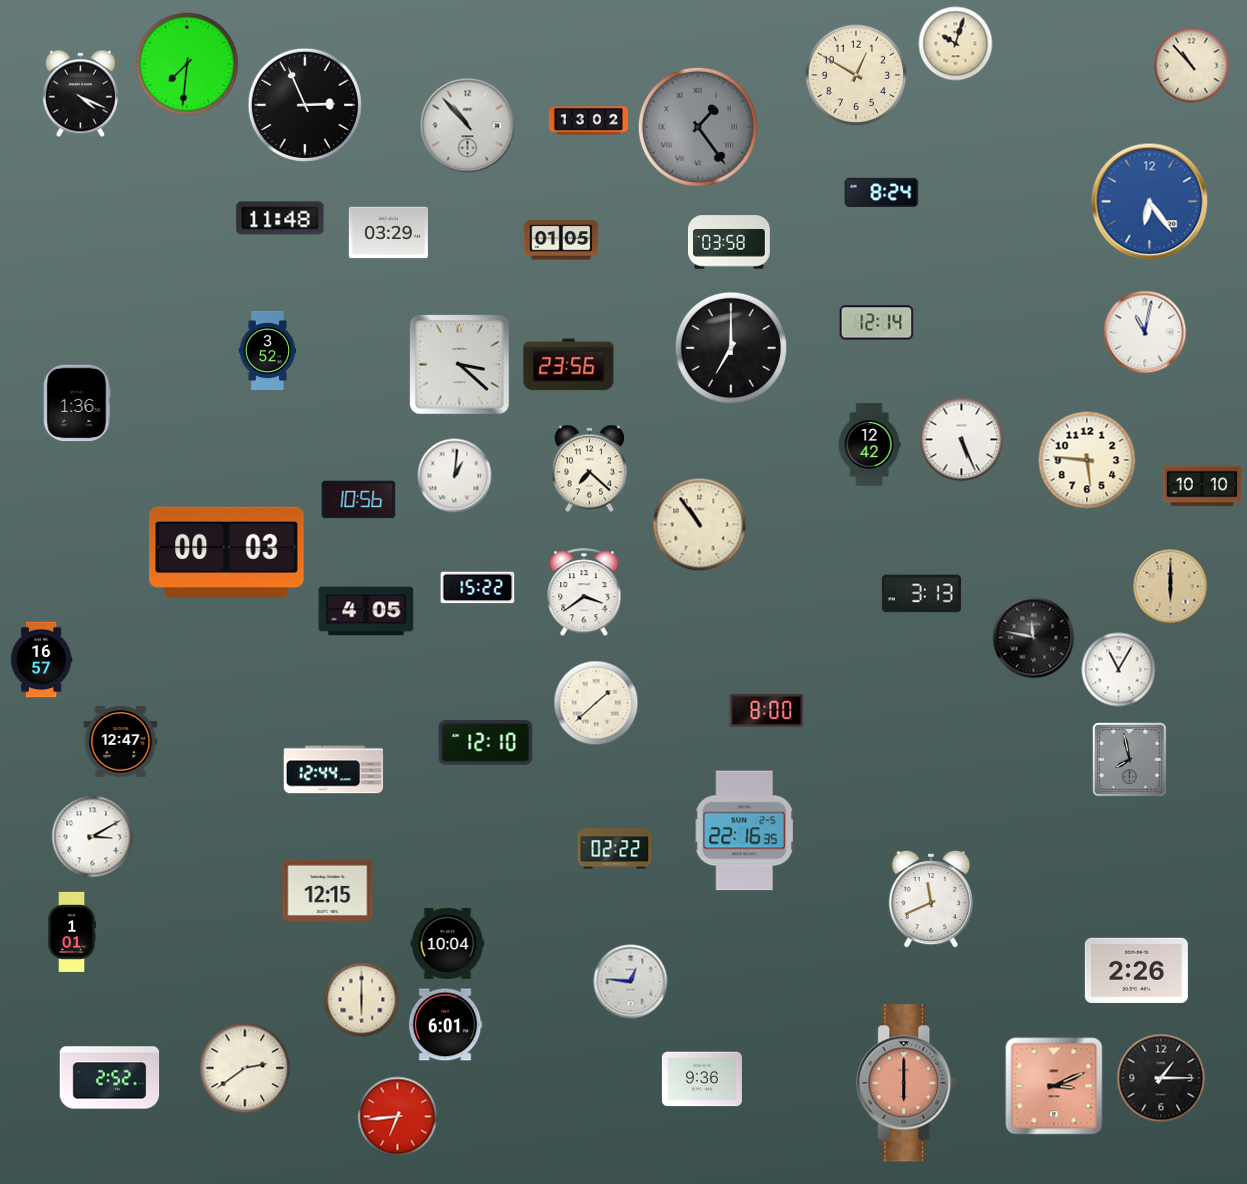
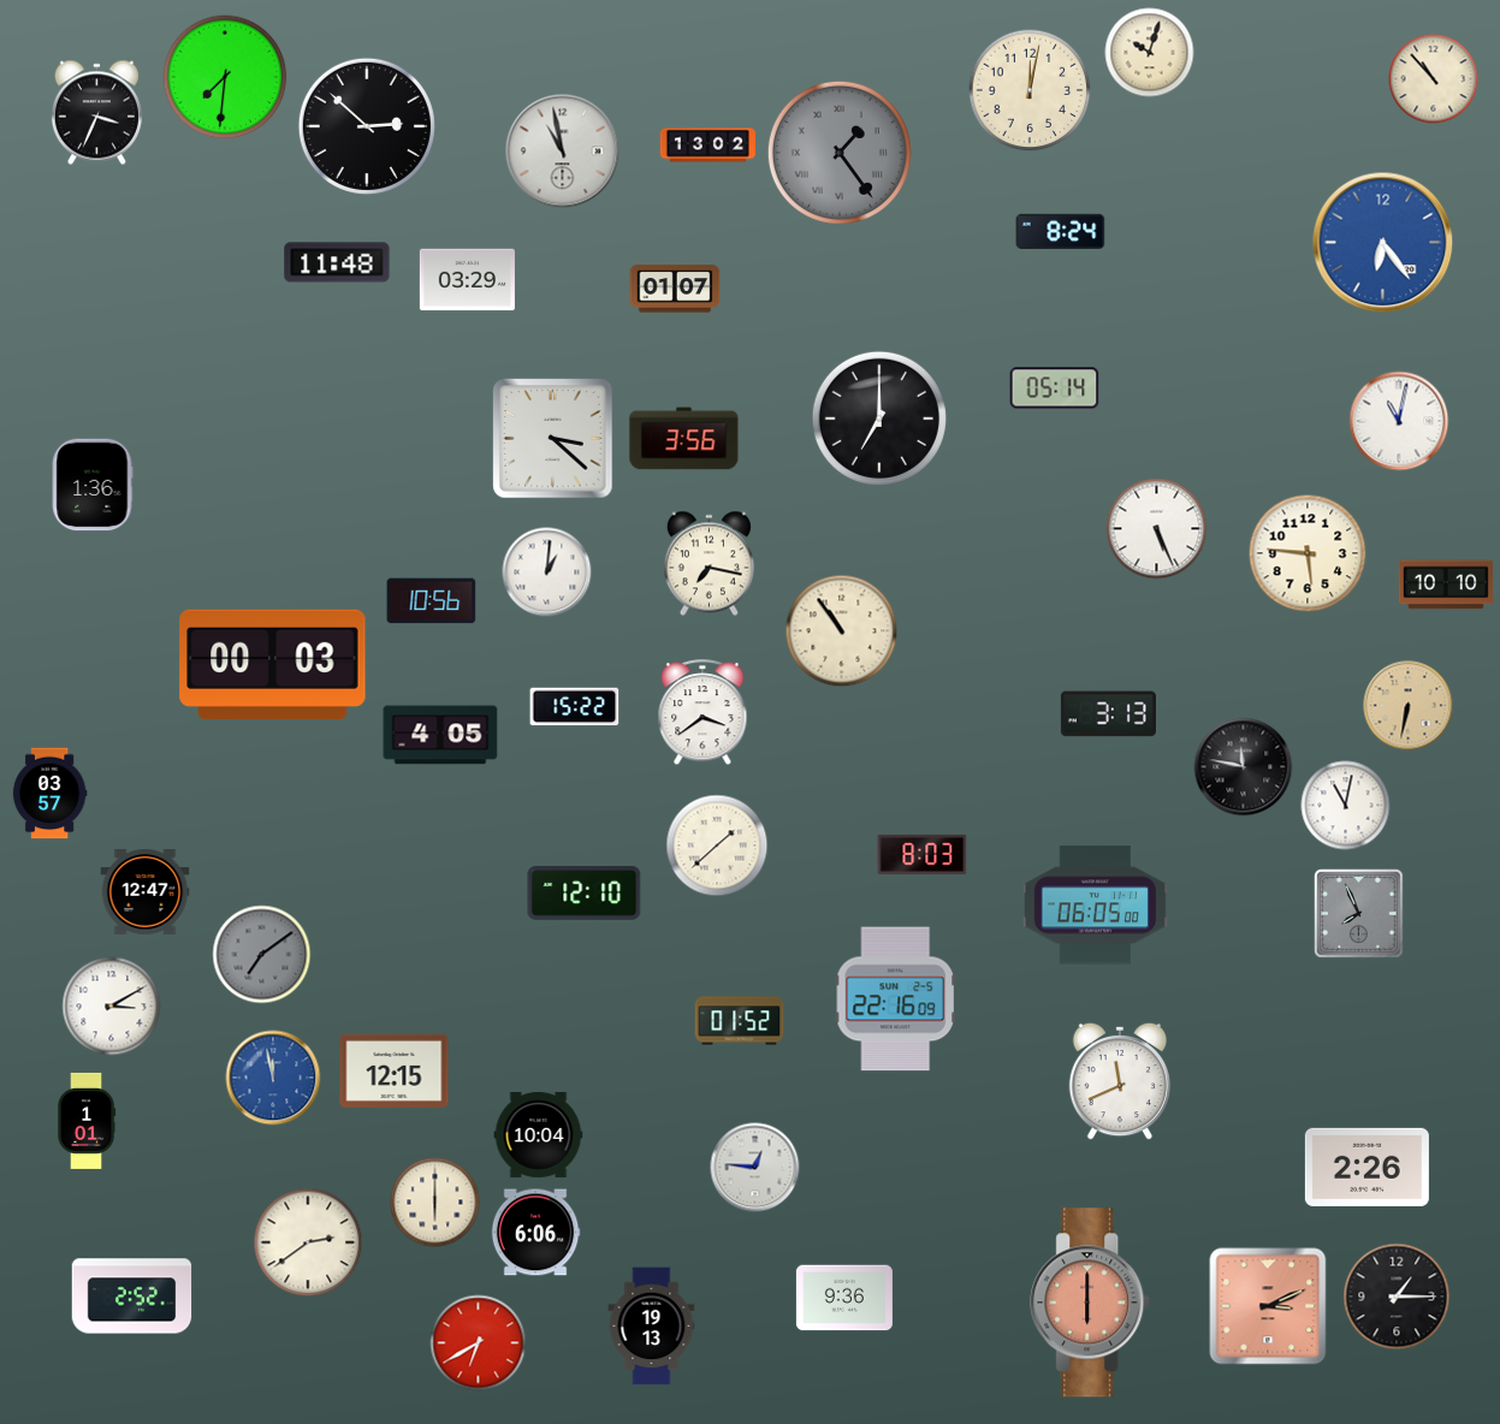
clock at (856, 75): 12:50 -> 12:02
clock at (80, 94): 4:19 -> 3:34
clock at (305, 105): 2:56 -> 2:52
clock at (468, 126): 10:53 -> 10:58
clock at (561, 240): 01:05 -> 01:07
clock at (729, 242): 03:58 -> none
clock at (877, 323): 12:14 -> 05:14
clock at (1145, 332) position: (1145, 332) -> (1399, 421)
clock at (268, 350): 3:52 -> none
clock at (569, 365): 23:56 -> 3:56
clock at (869, 445): 12:42 -> none
clock at (589, 469): 7:22 -> 7:17
clock at (1171, 587): 6:00 -> 6:32
clock at (41, 660): 16:57 -> 03:57
clock at (1119, 670): 11:05 -> 11:02
clock at (767, 710): 8:00 -> 8:03
clock at (1096, 906): none -> 06:05
clock at (1130, 760): 7:58 -> 7:56
clock at (334, 770): 12:44 -> none
clock at (262, 955): none -> 7:09
clock at (744, 831): 22:16:35 -> 22:16:09
clock at (615, 849): 02:22 -> 01:52
clock at (273, 1078): none -> 11:58
clock at (631, 982) position: (631, 982) -> (755, 1168)
clock at (445, 1025): 6:01 -> 6:06
clock at (245, 1068) position: (245, 1068) -> (308, 1242)
clock at (652, 1327): none -> 19:13
clock at (398, 1117): 6:44 -> 6:40
